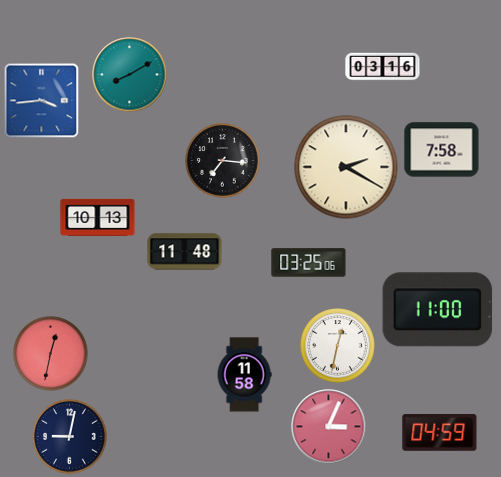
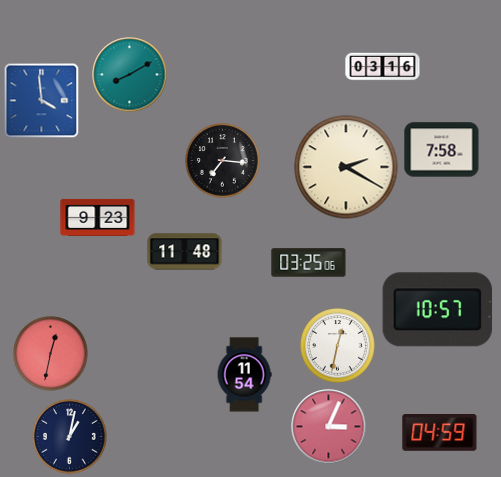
clock at (42, 101): 3:44 -> 3:59
clock at (98, 217): 10:13 -> 9:23
clock at (438, 310): 11:00 -> 10:57
clock at (244, 375): 11:58 -> 11:54
clock at (70, 437): 9:02 -> 1:02
